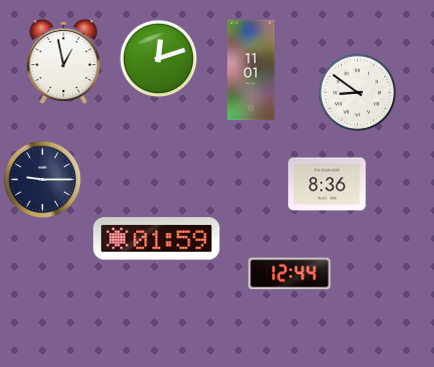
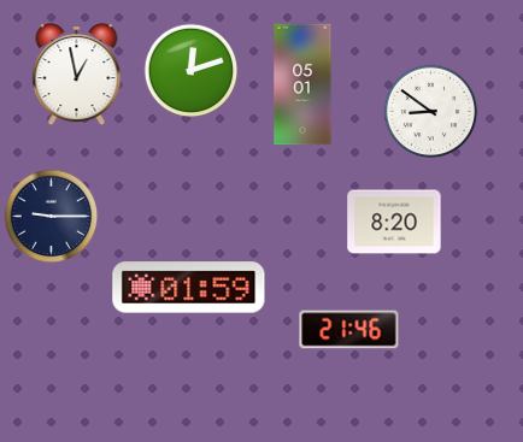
clock at (251, 70): 11:01 -> 05:01
clock at (327, 184): 8:36 -> 8:20
clock at (290, 274): 12:44 -> 21:46
